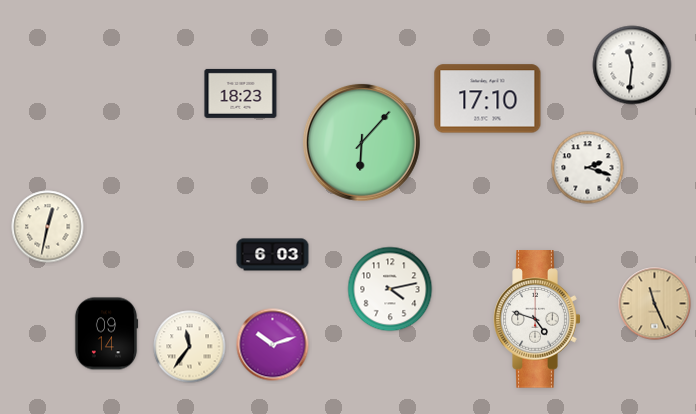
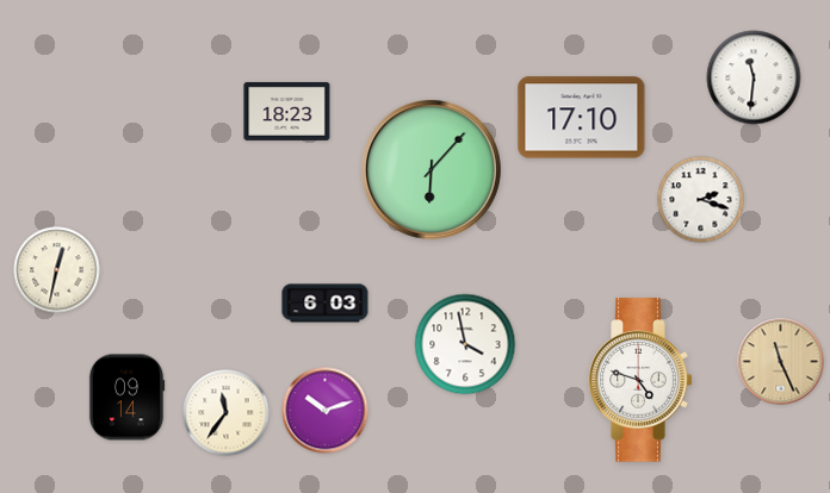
clock at (390, 289): 4:13 -> 3:58
